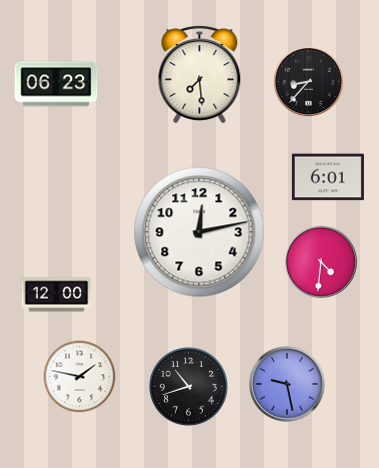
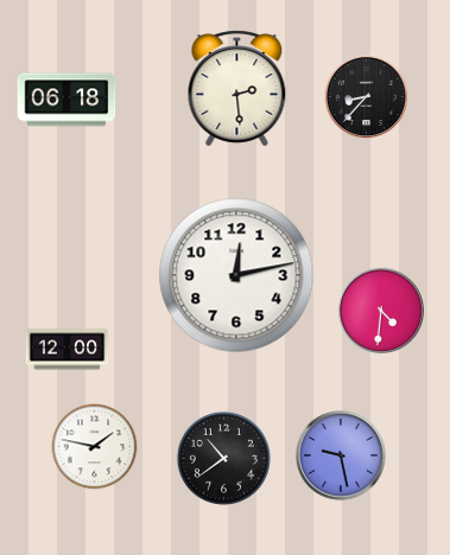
clock at (200, 75): 7:29 -> 2:29
clock at (56, 84): 06:23 -> 06:18
clock at (328, 177): 6:01 -> none
clock at (188, 386): 10:42 -> 10:39
